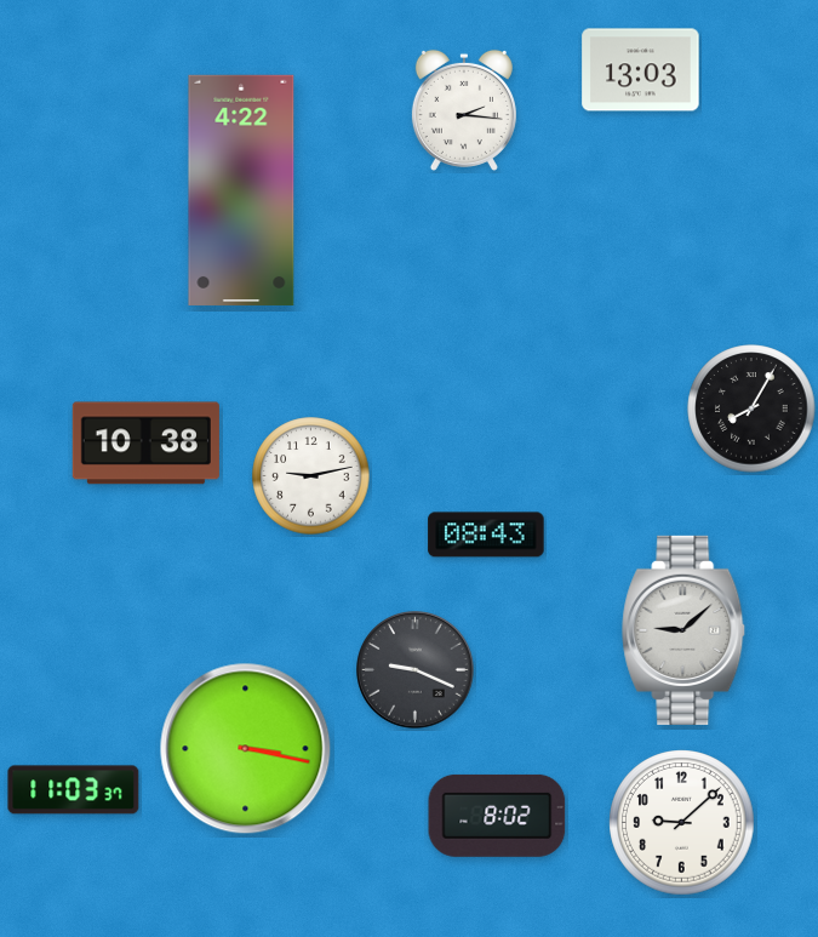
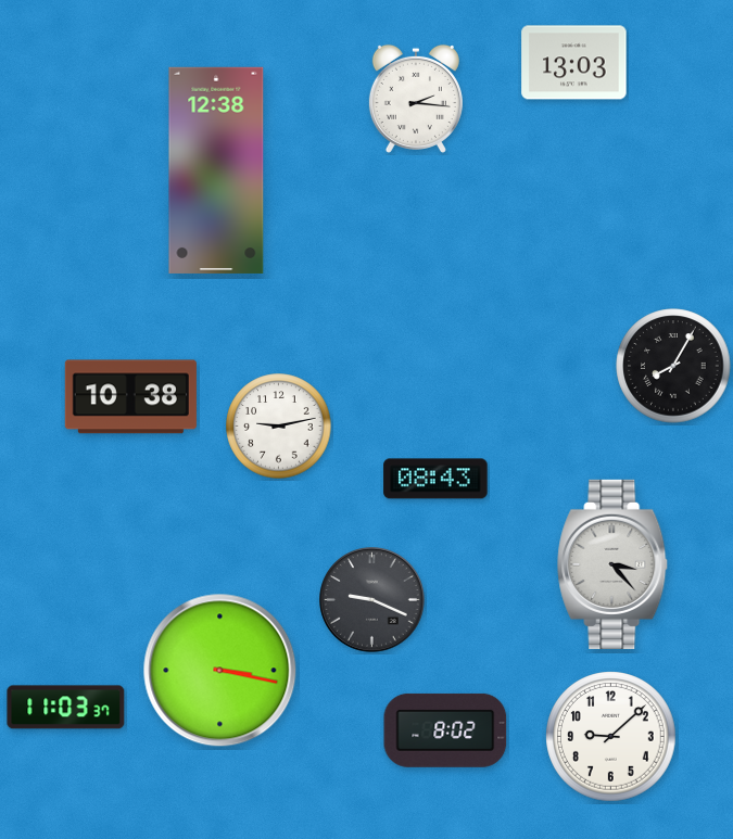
clock at (241, 190): 4:22 -> 12:38
clock at (685, 630): 9:08 -> 3:23
